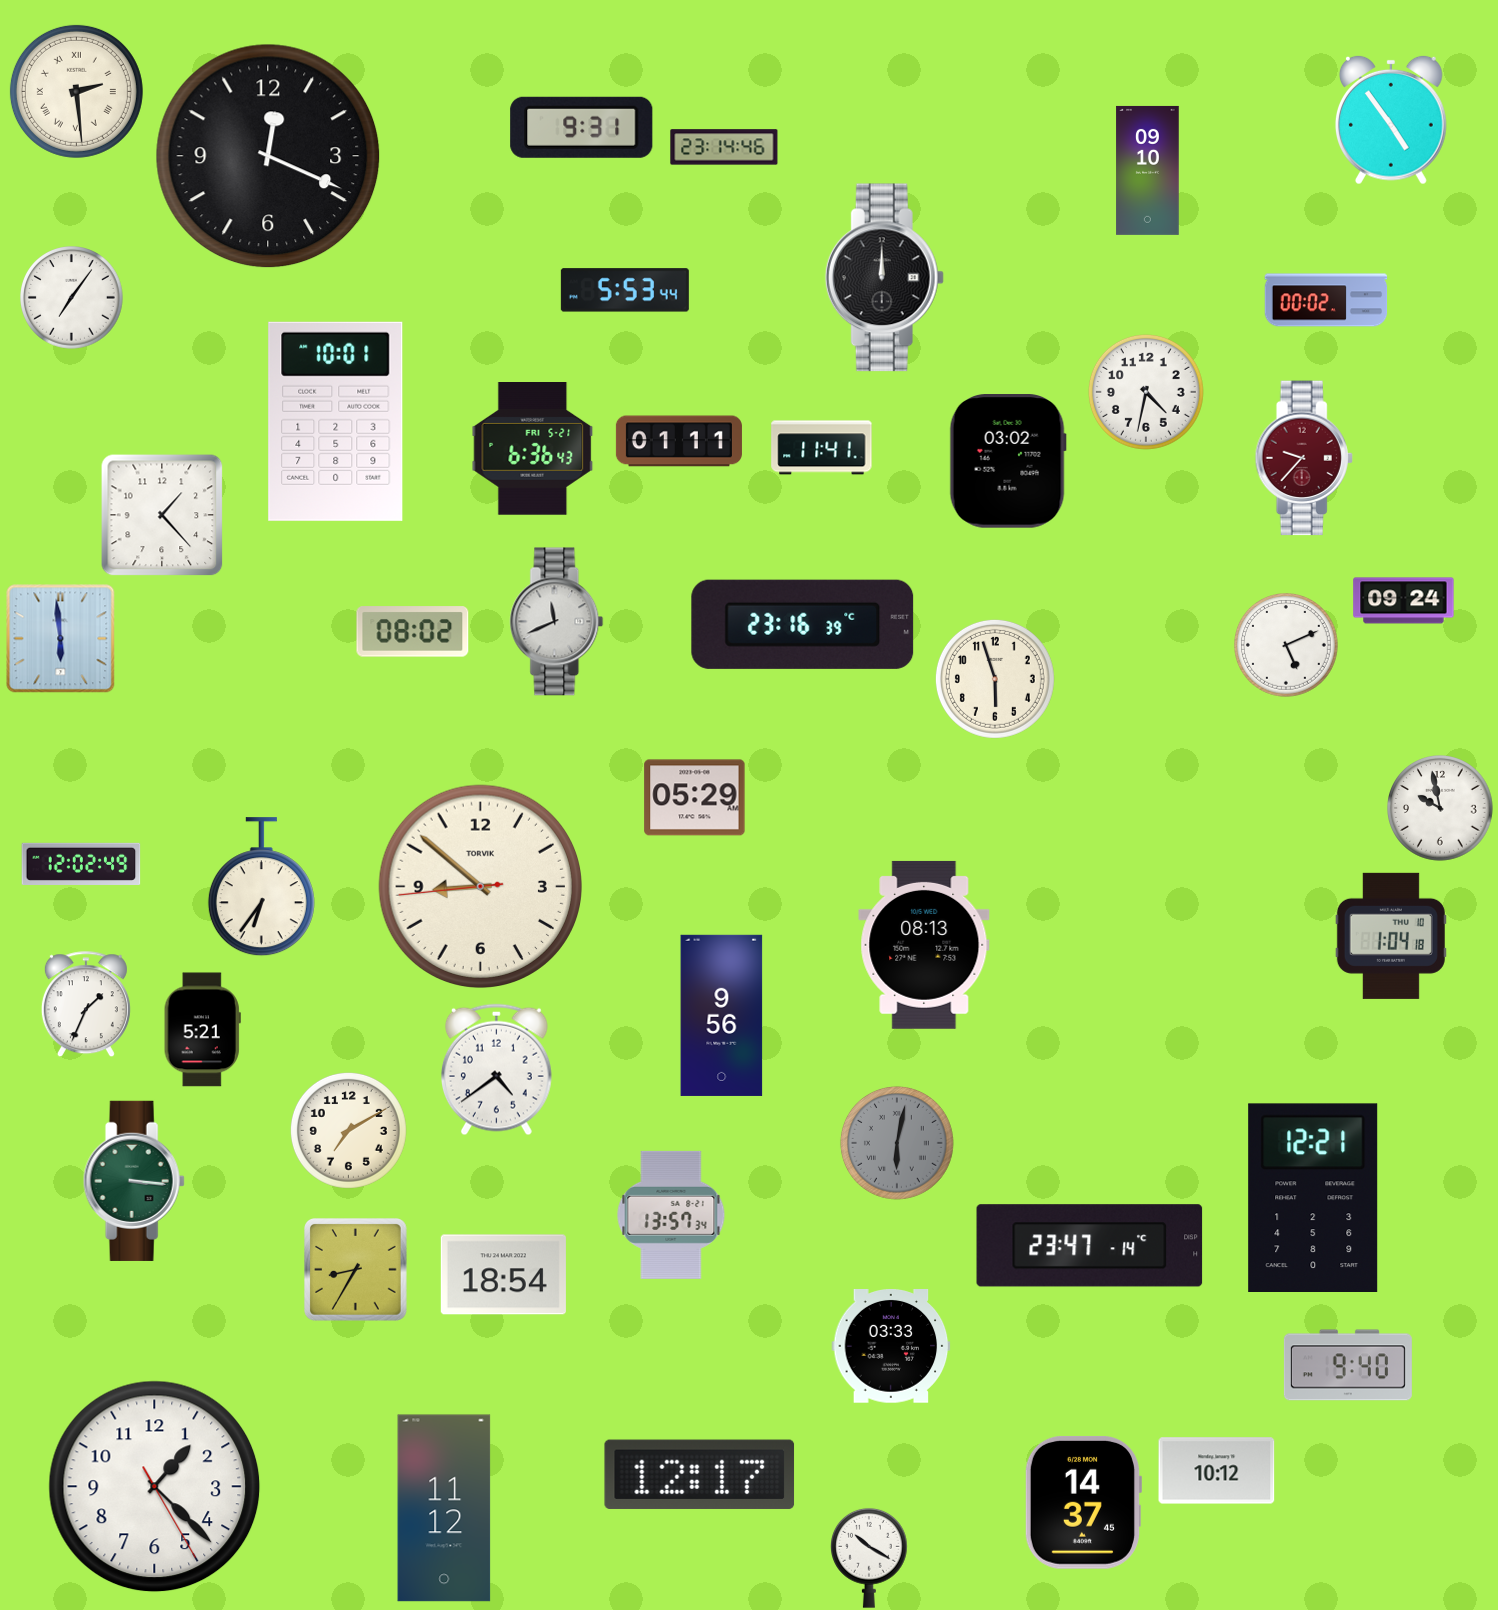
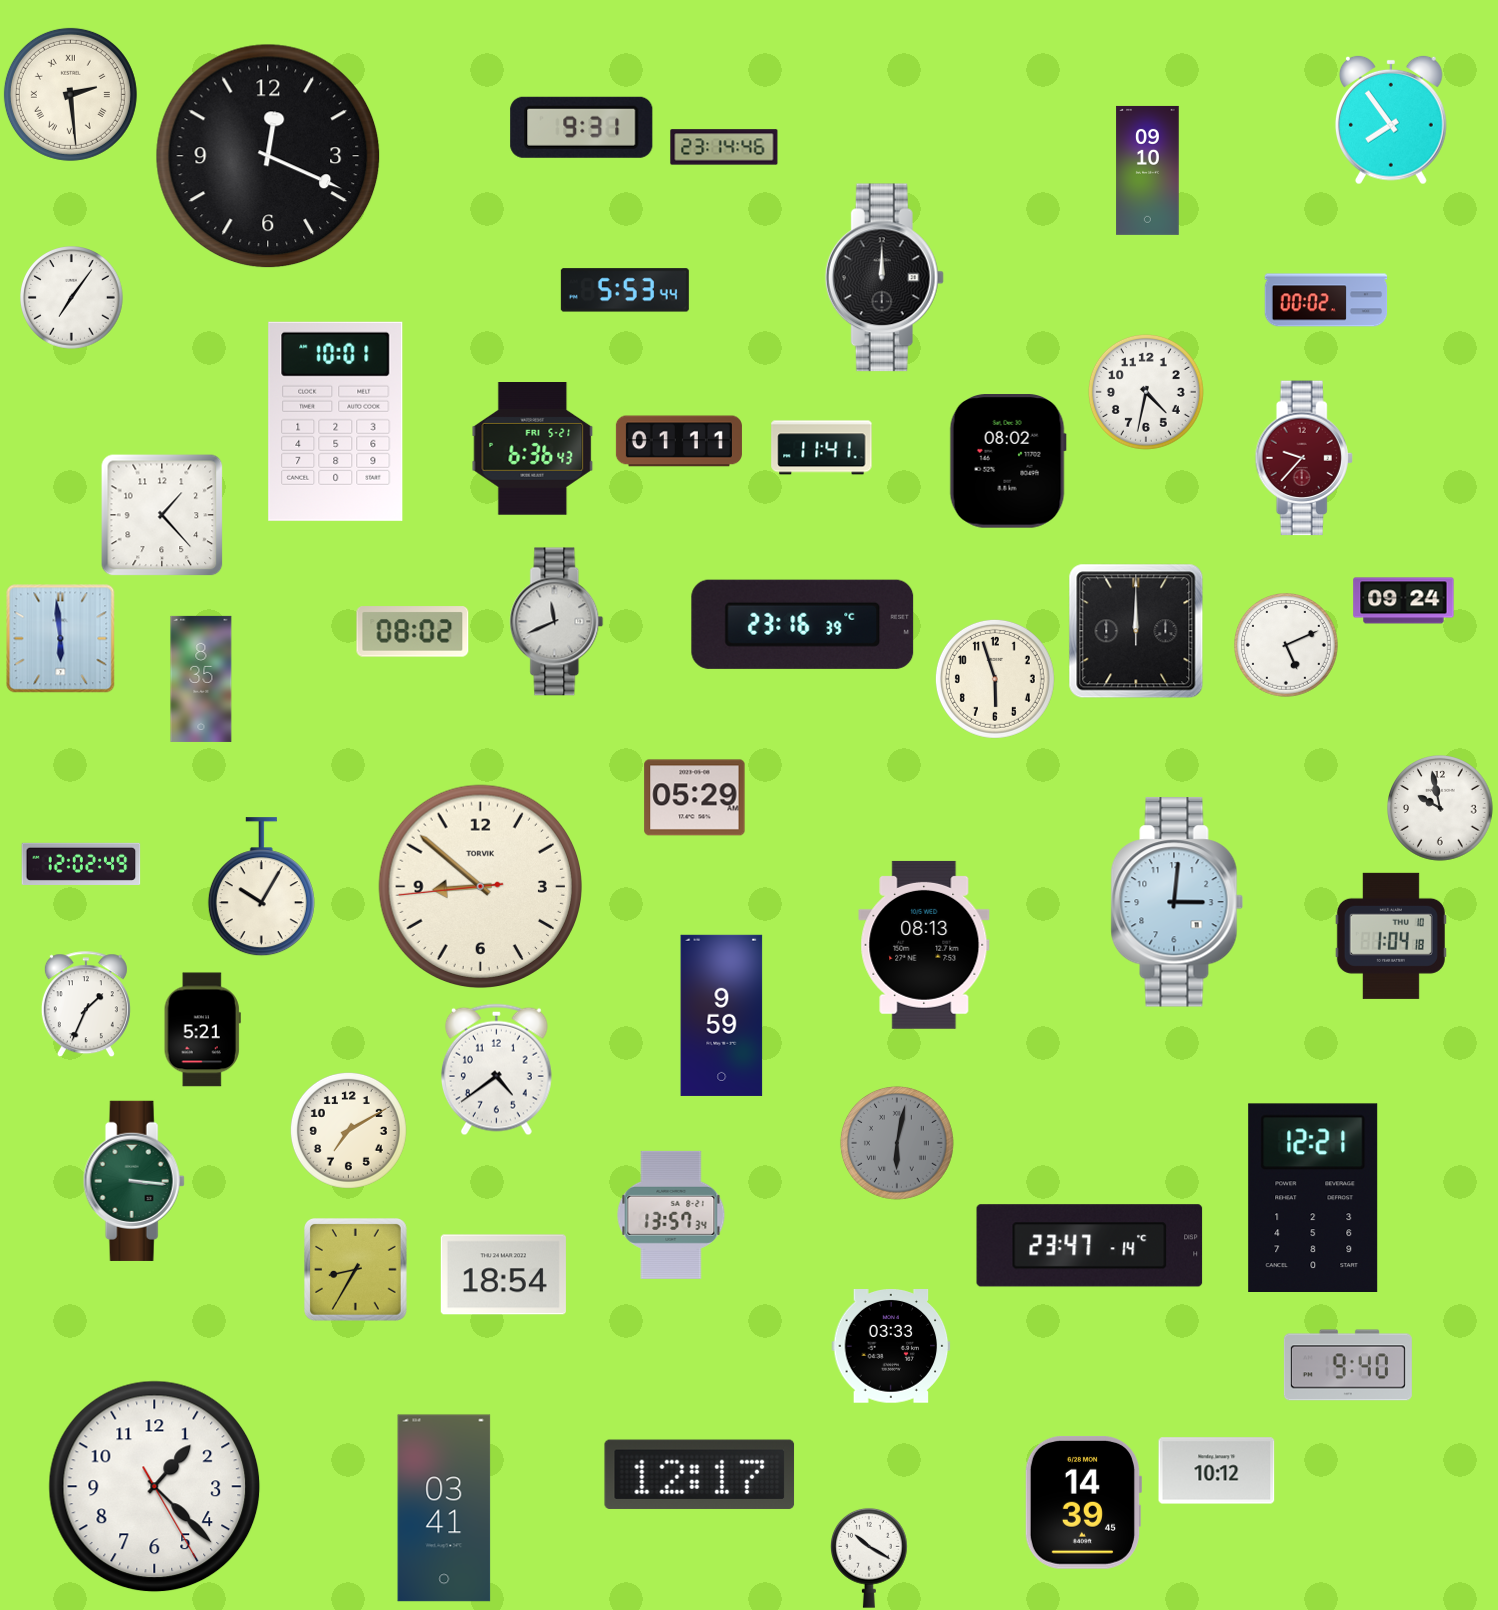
clock at (76, 91) position: (76, 91) -> (70, 94)
clock at (1391, 120): 4:54 -> 7:54
clock at (1008, 462): 03:02 -> 08:02
clock at (1136, 631): none -> 12:00
clock at (201, 679): none -> 8:35
clock at (261, 887): 6:36 -> 10:05
clock at (1177, 902): none -> 3:01
clock at (722, 1015): 9:56 -> 9:59
clock at (1082, 1502): 14:37 -> 14:39
clock at (444, 1508): 11:12 -> 03:41
